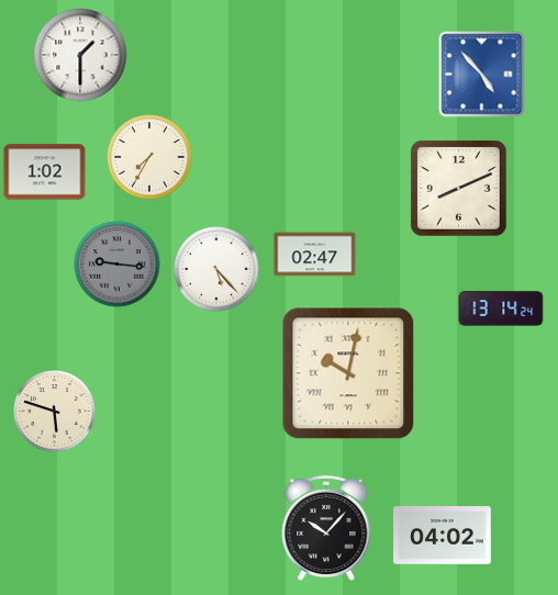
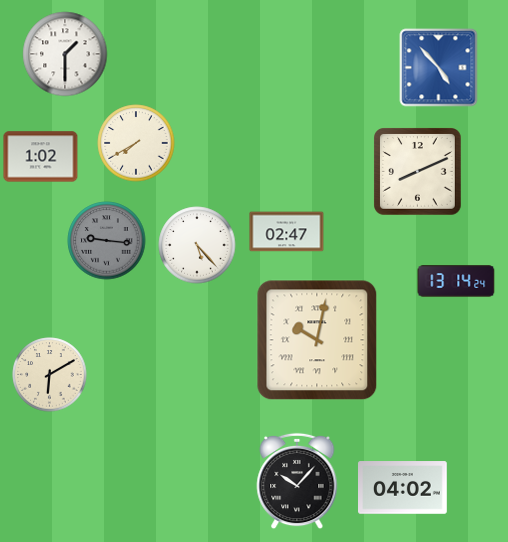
clock at (80, 55) position: (80, 55) -> (65, 54)
clock at (149, 157): 7:35 -> 7:40
clock at (55, 412): 5:48 -> 6:10
